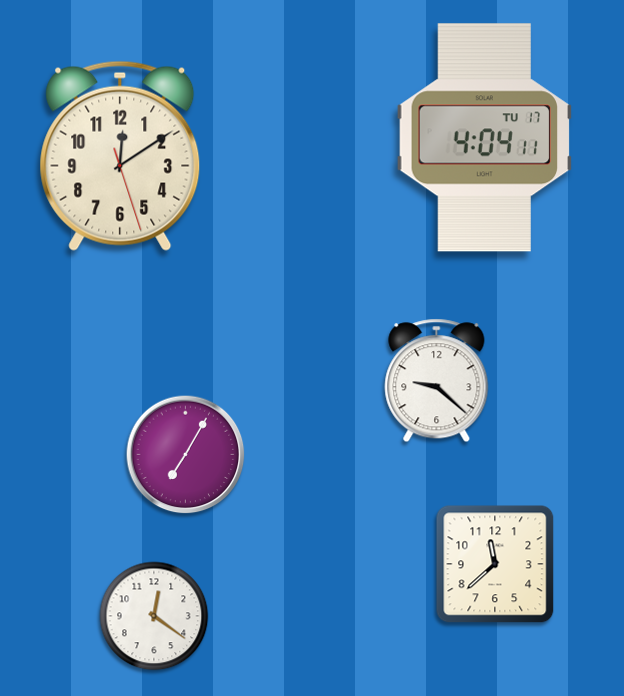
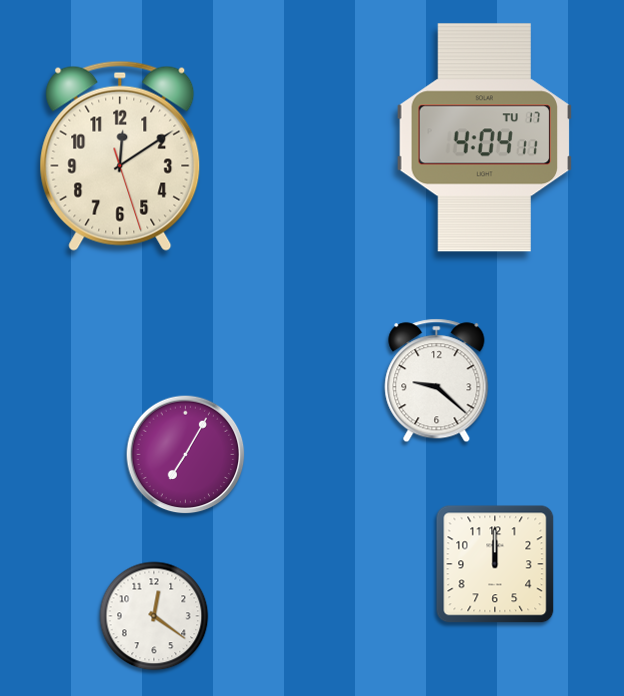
clock at (495, 564): 11:38 -> 12:00
